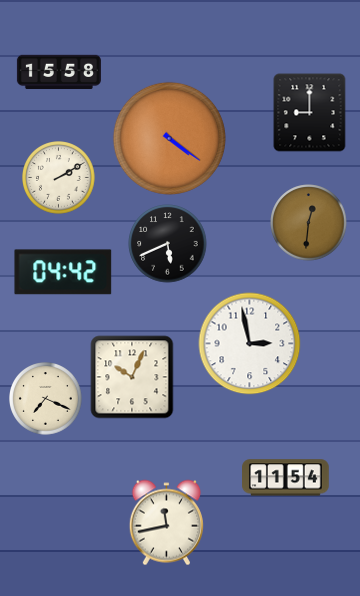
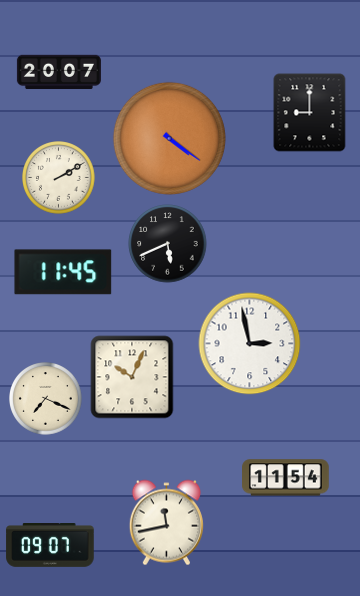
clock at (59, 72): 15:58 -> 20:07
clock at (309, 223): 12:31 -> none
clock at (63, 272): 04:42 -> 11:45
clock at (50, 546): none -> 09:07
